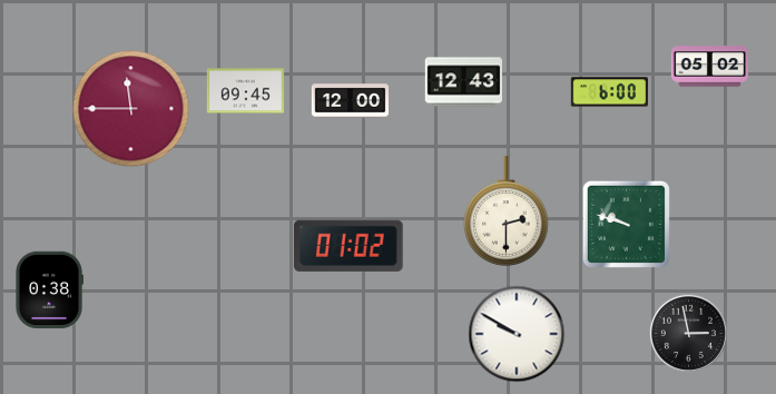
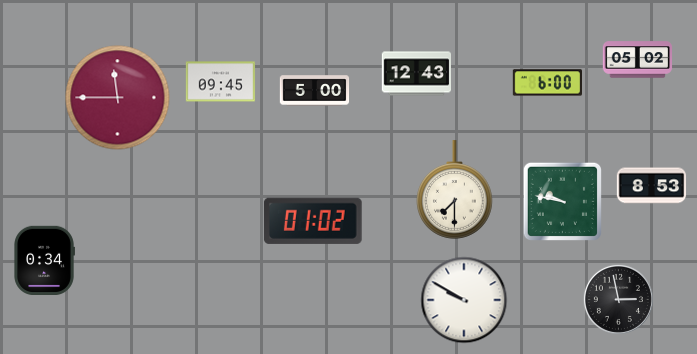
clock at (351, 101): 12:00 -> 5:00
clock at (652, 186): none -> 8:53
clock at (507, 211): 2:30 -> 7:30
clock at (626, 224): 9:48 -> 9:47
clock at (49, 289): 0:38 -> 0:34
